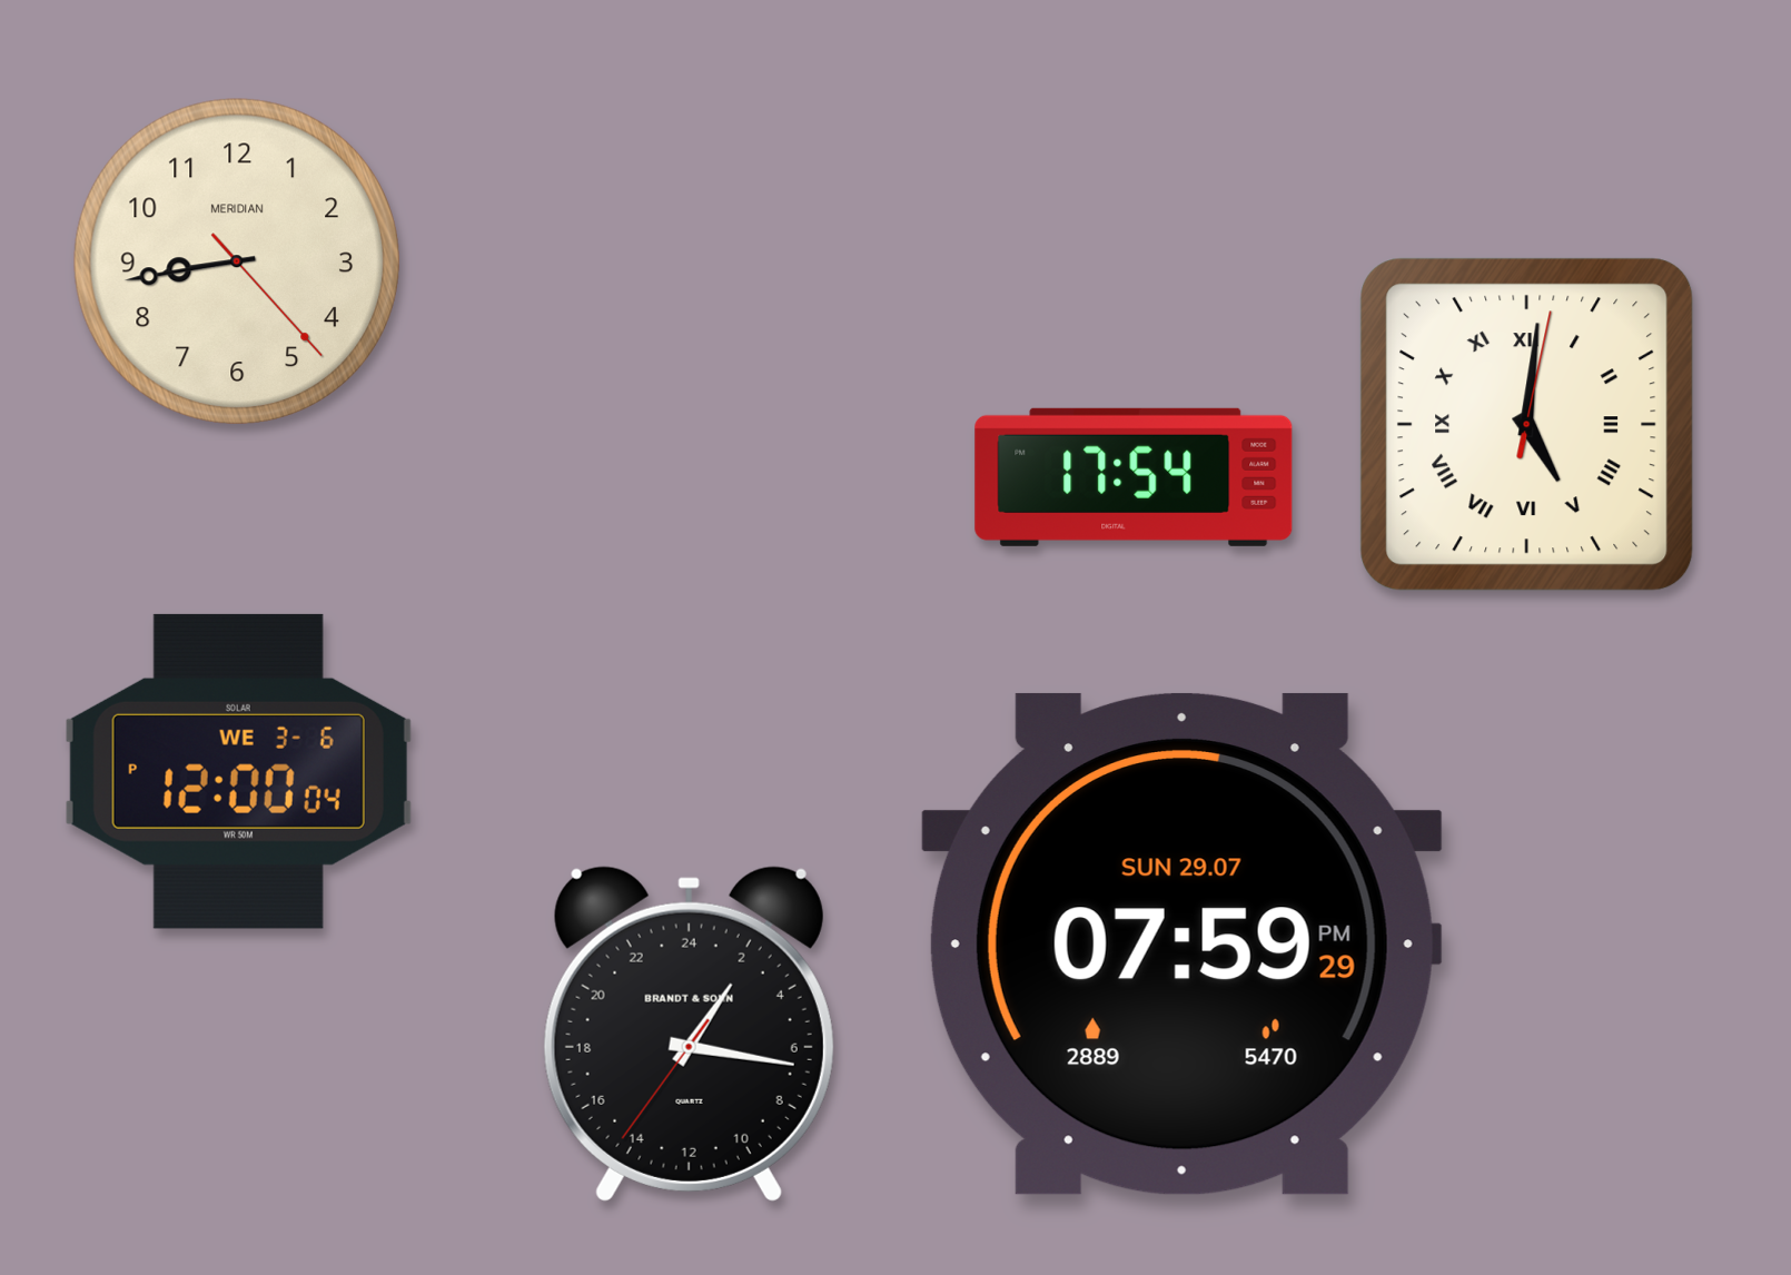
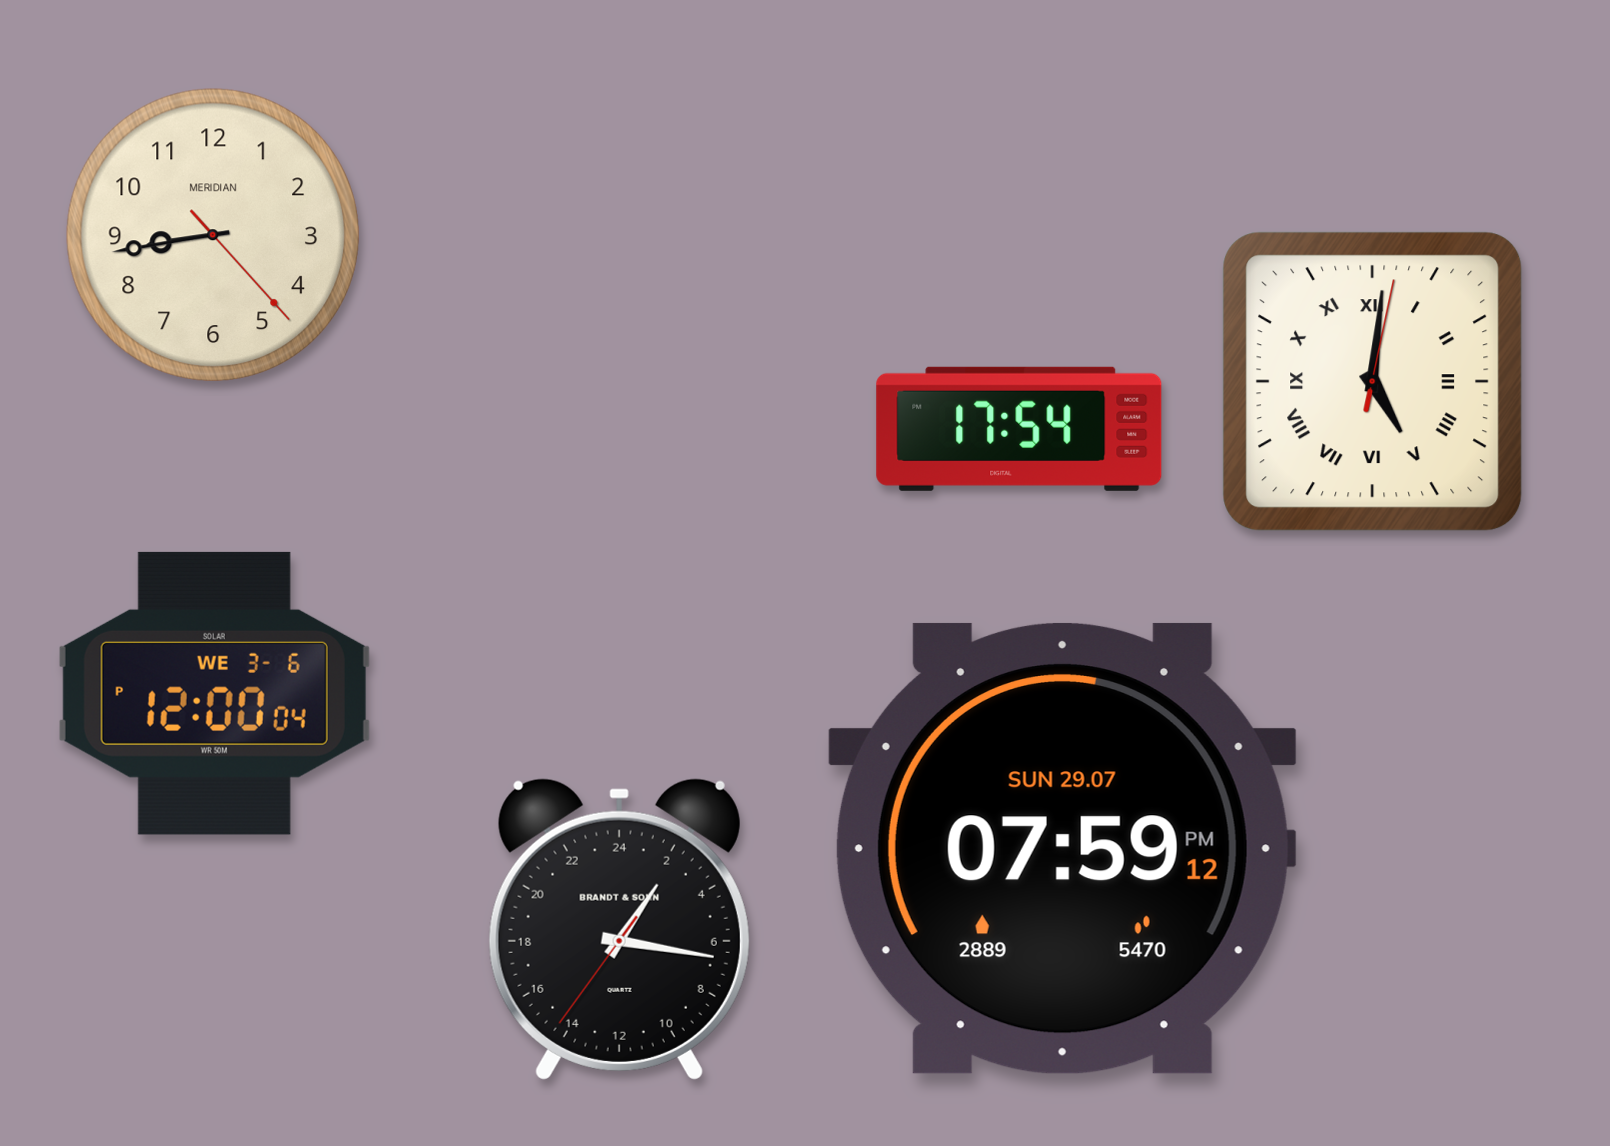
clock at (1181, 943): 07:59:29 PM -> 07:59:12 PM
